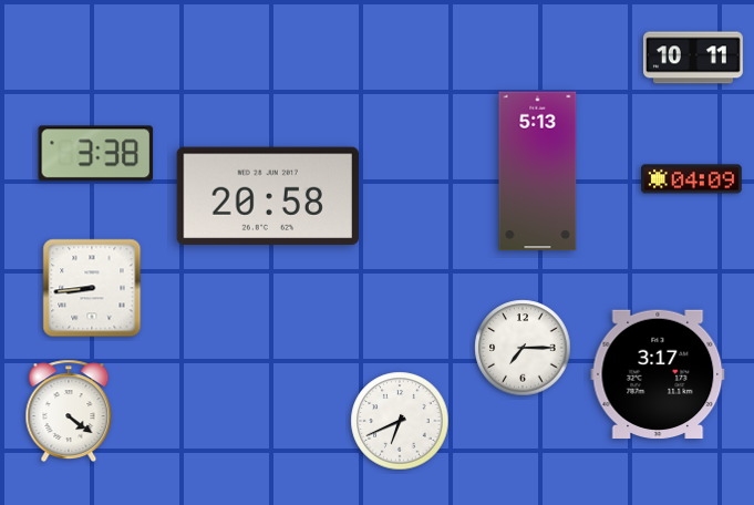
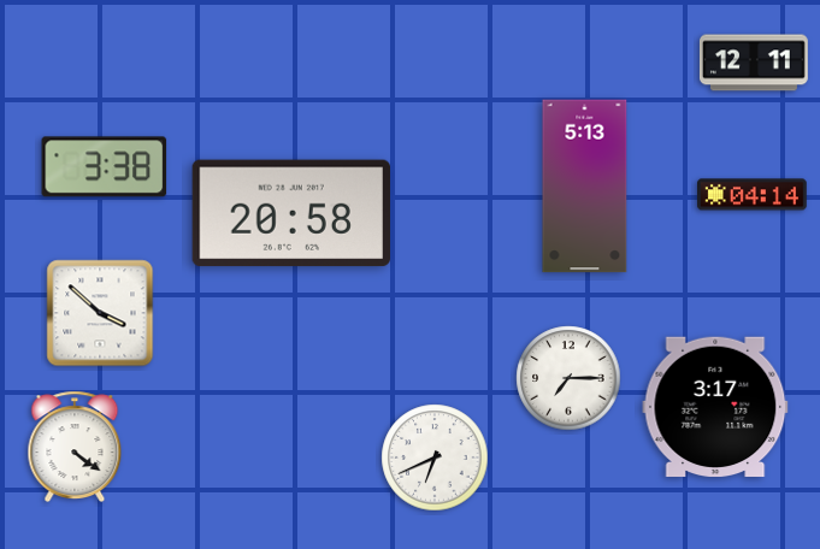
clock at (693, 58): 10:11 -> 12:11
clock at (692, 179): 04:09 -> 04:14
clock at (92, 288): 8:44 -> 3:52
